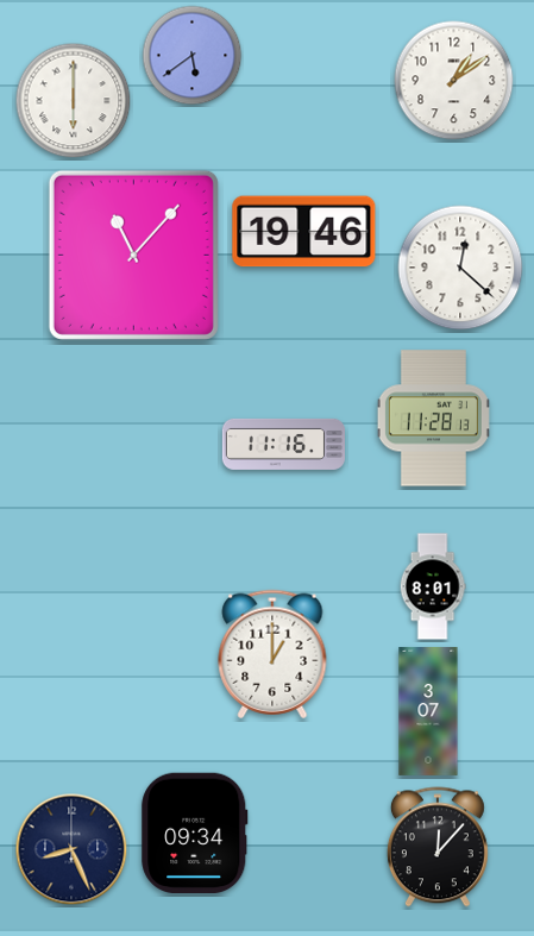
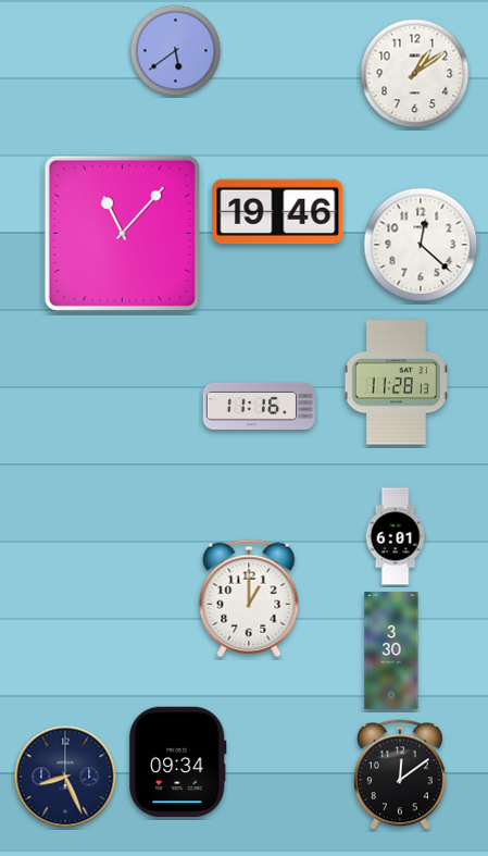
clock at (74, 101): 6:00 -> none
clock at (433, 586): 8:01 -> 6:01
clock at (428, 712): 3:07 -> 3:30
clock at (438, 847): 12:07 -> 12:09
